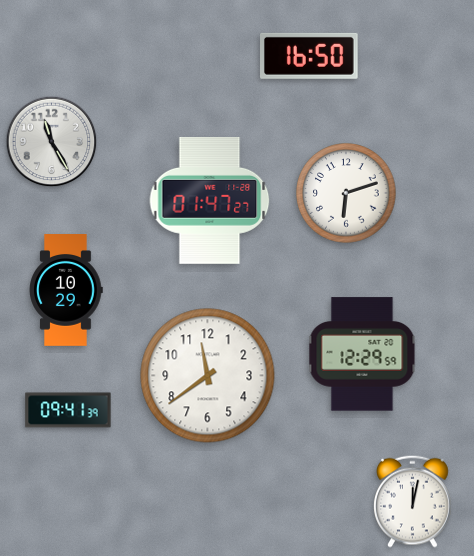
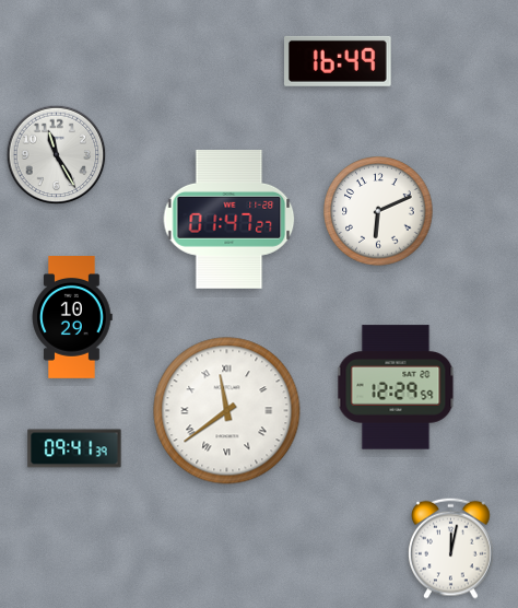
clock at (310, 56): 16:50 -> 16:49
clock at (346, 193): 6:12 -> 6:11
clock at (208, 376) numerals: Arabic -> Roman
